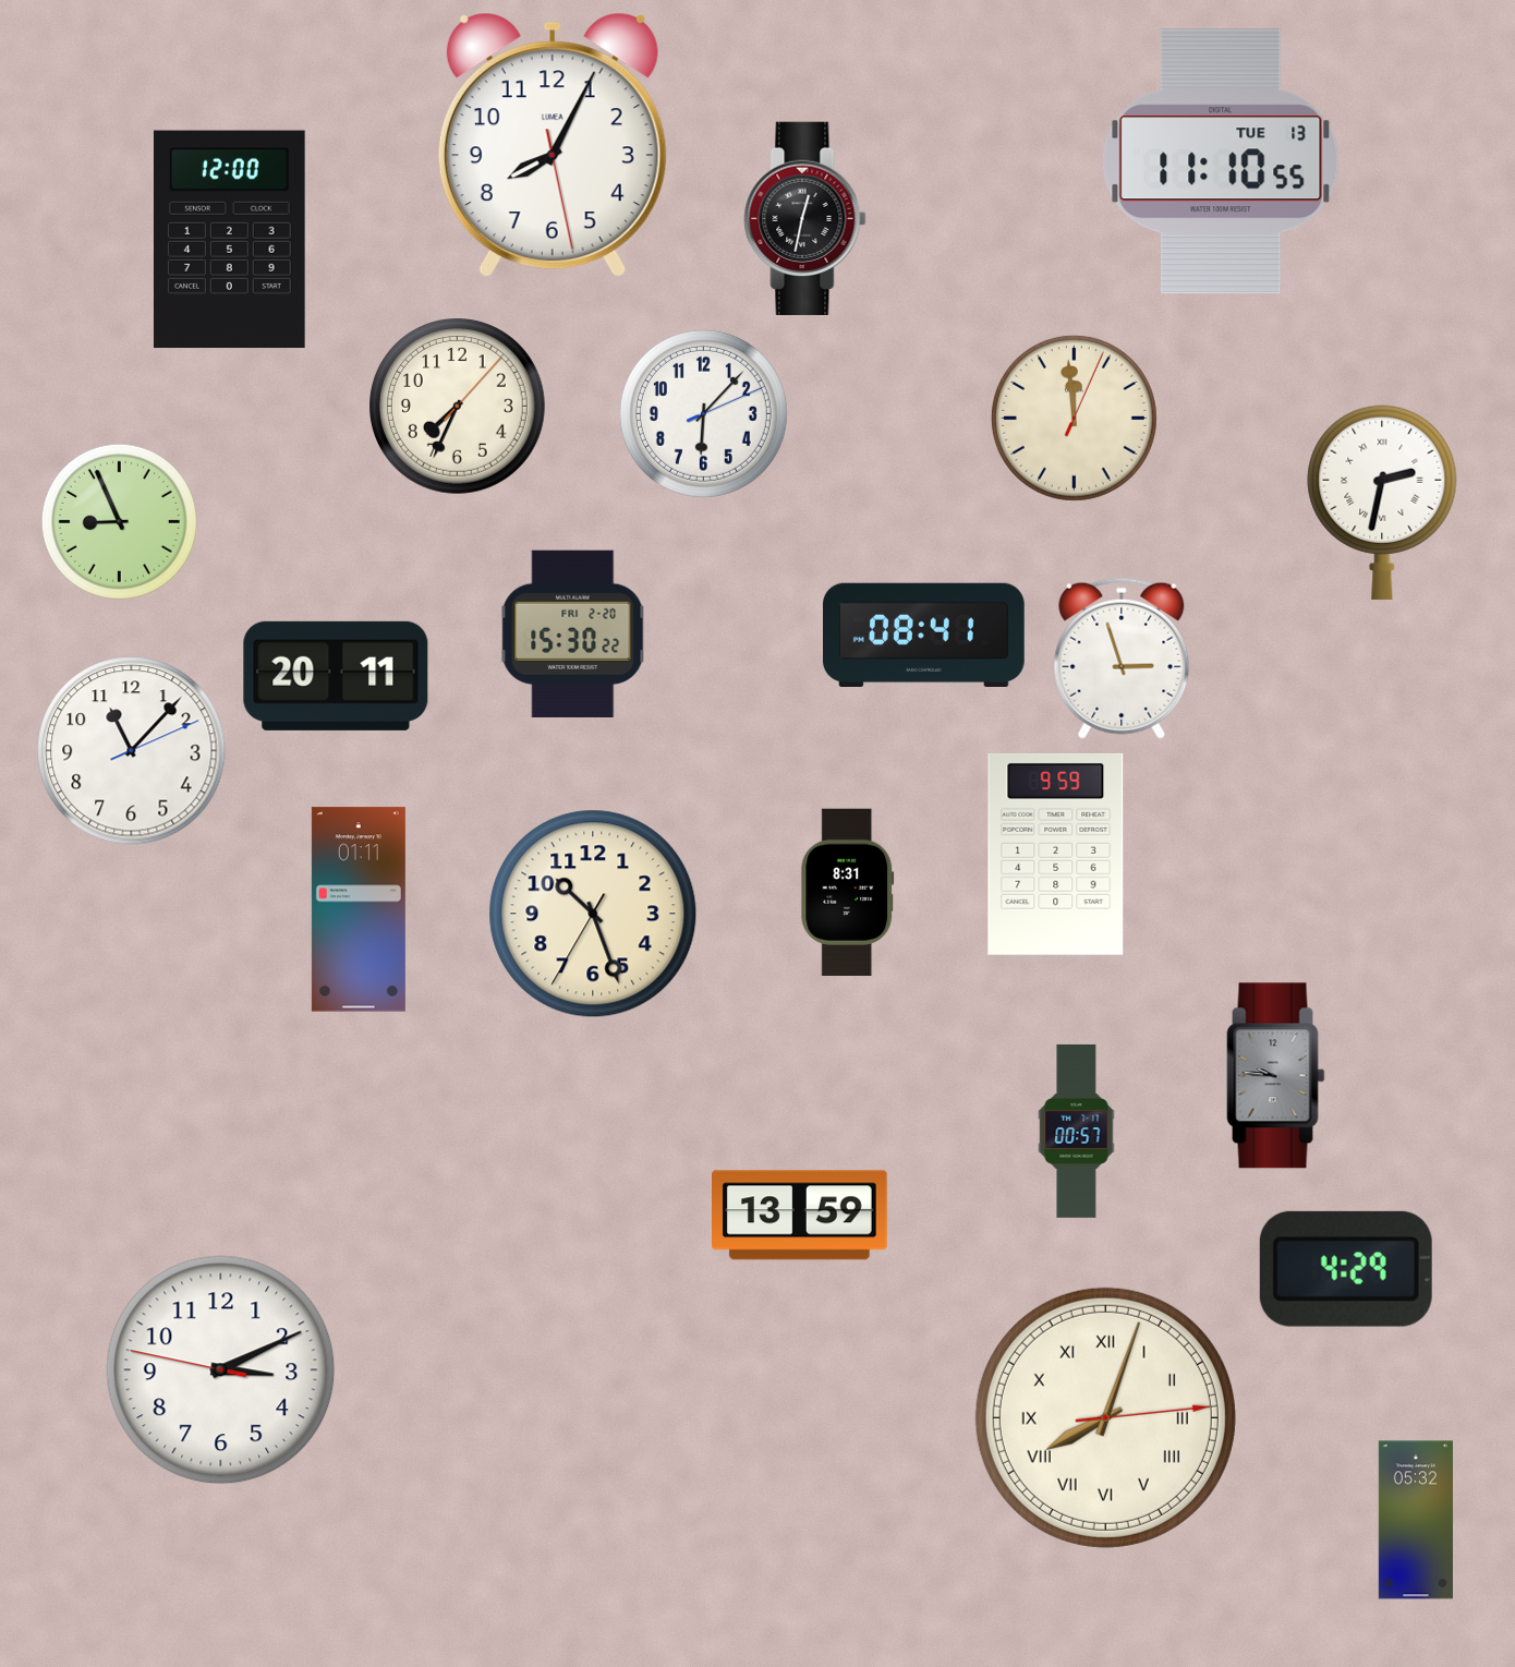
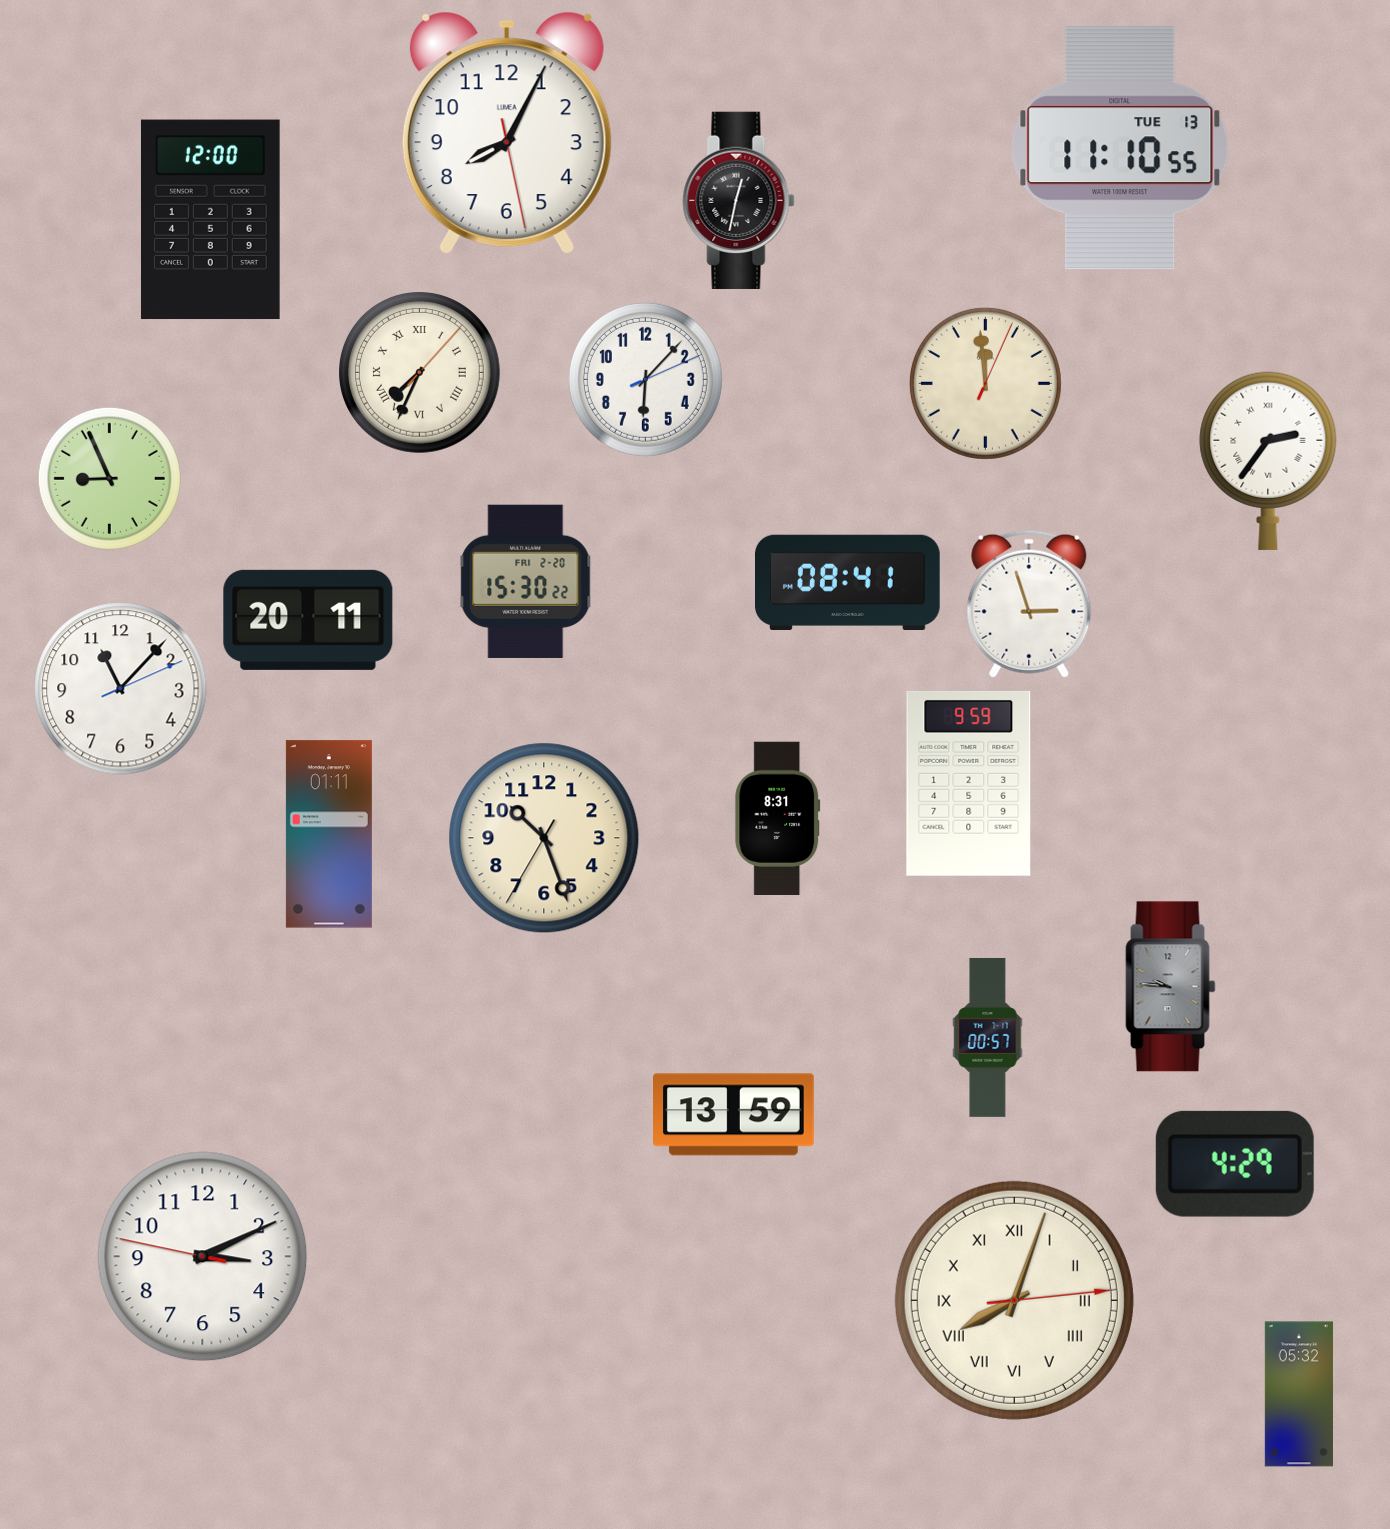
clock at (458, 407) numerals: Arabic -> Roman
clock at (1382, 503): 2:32 -> 2:36
